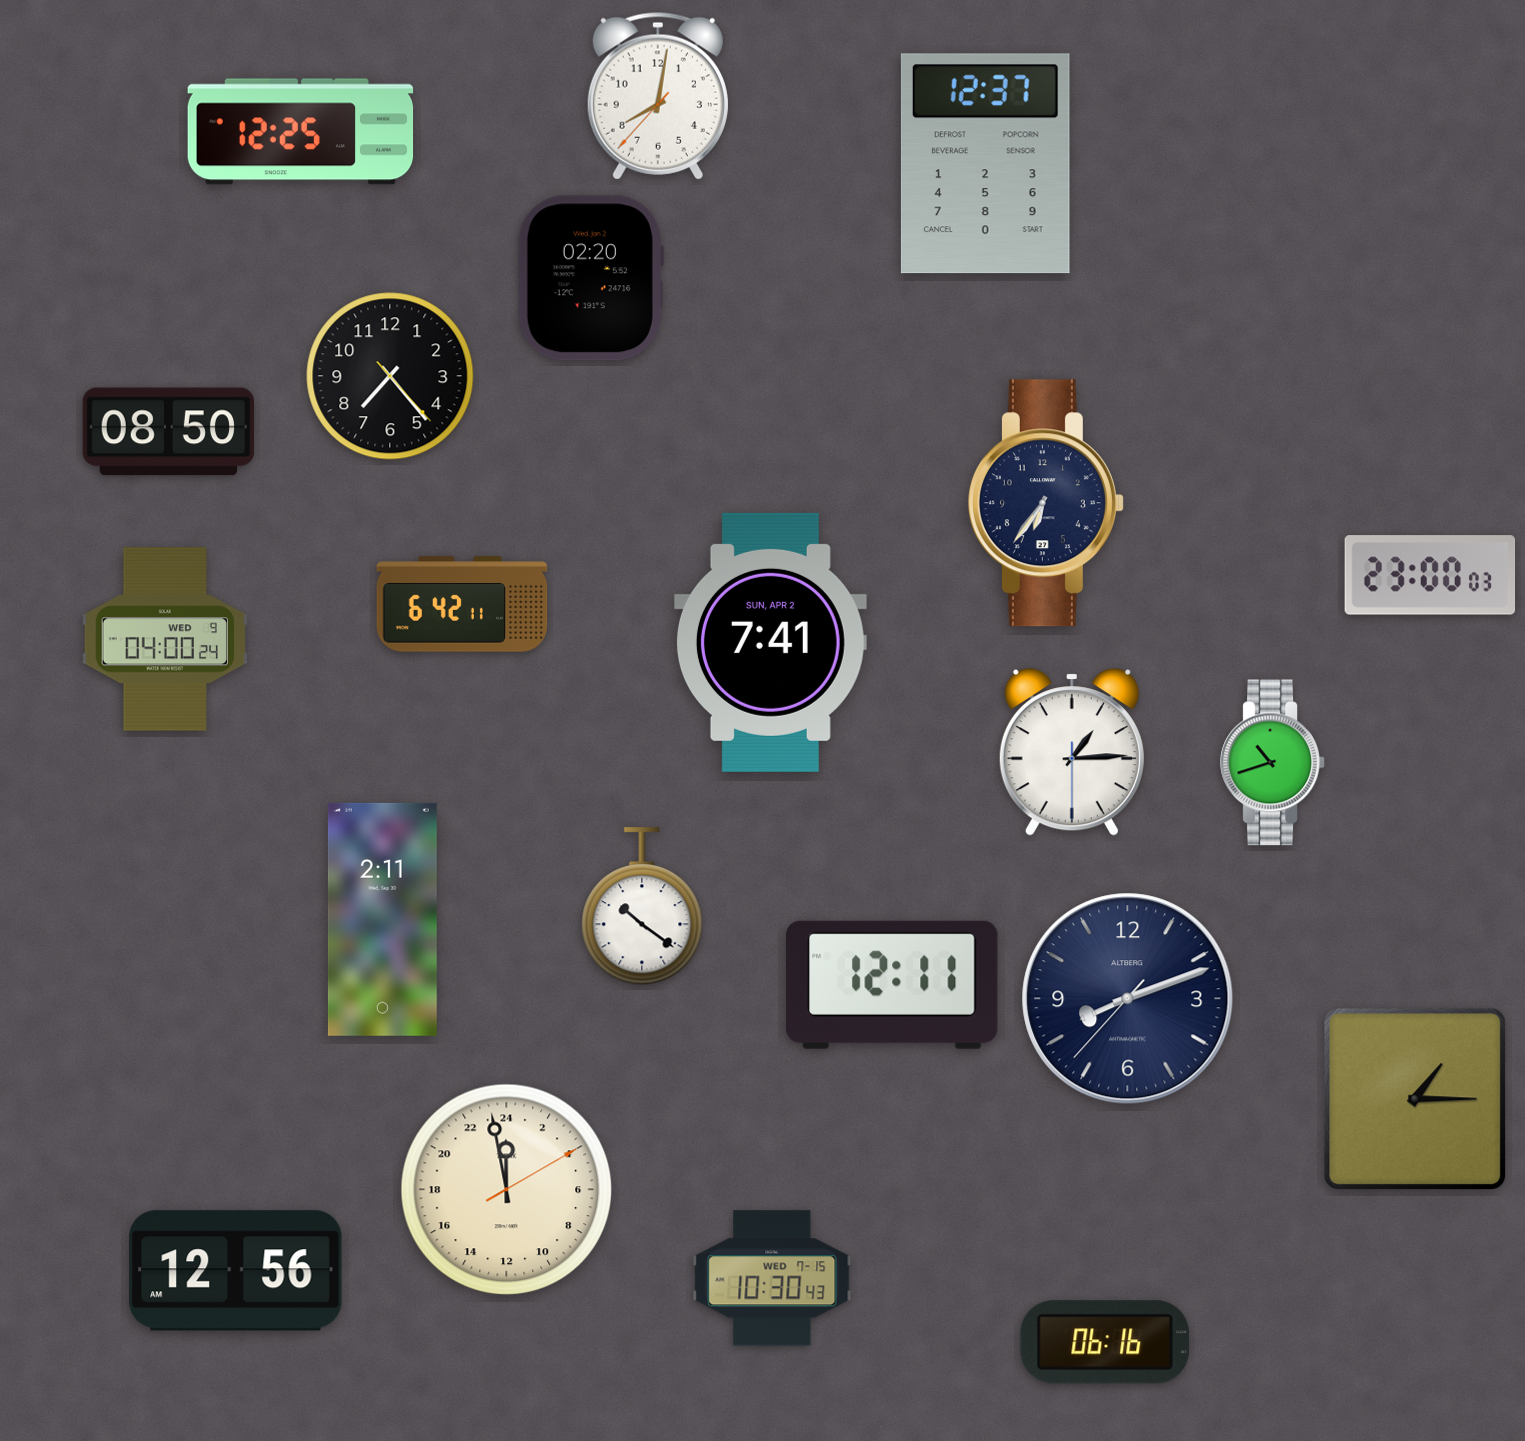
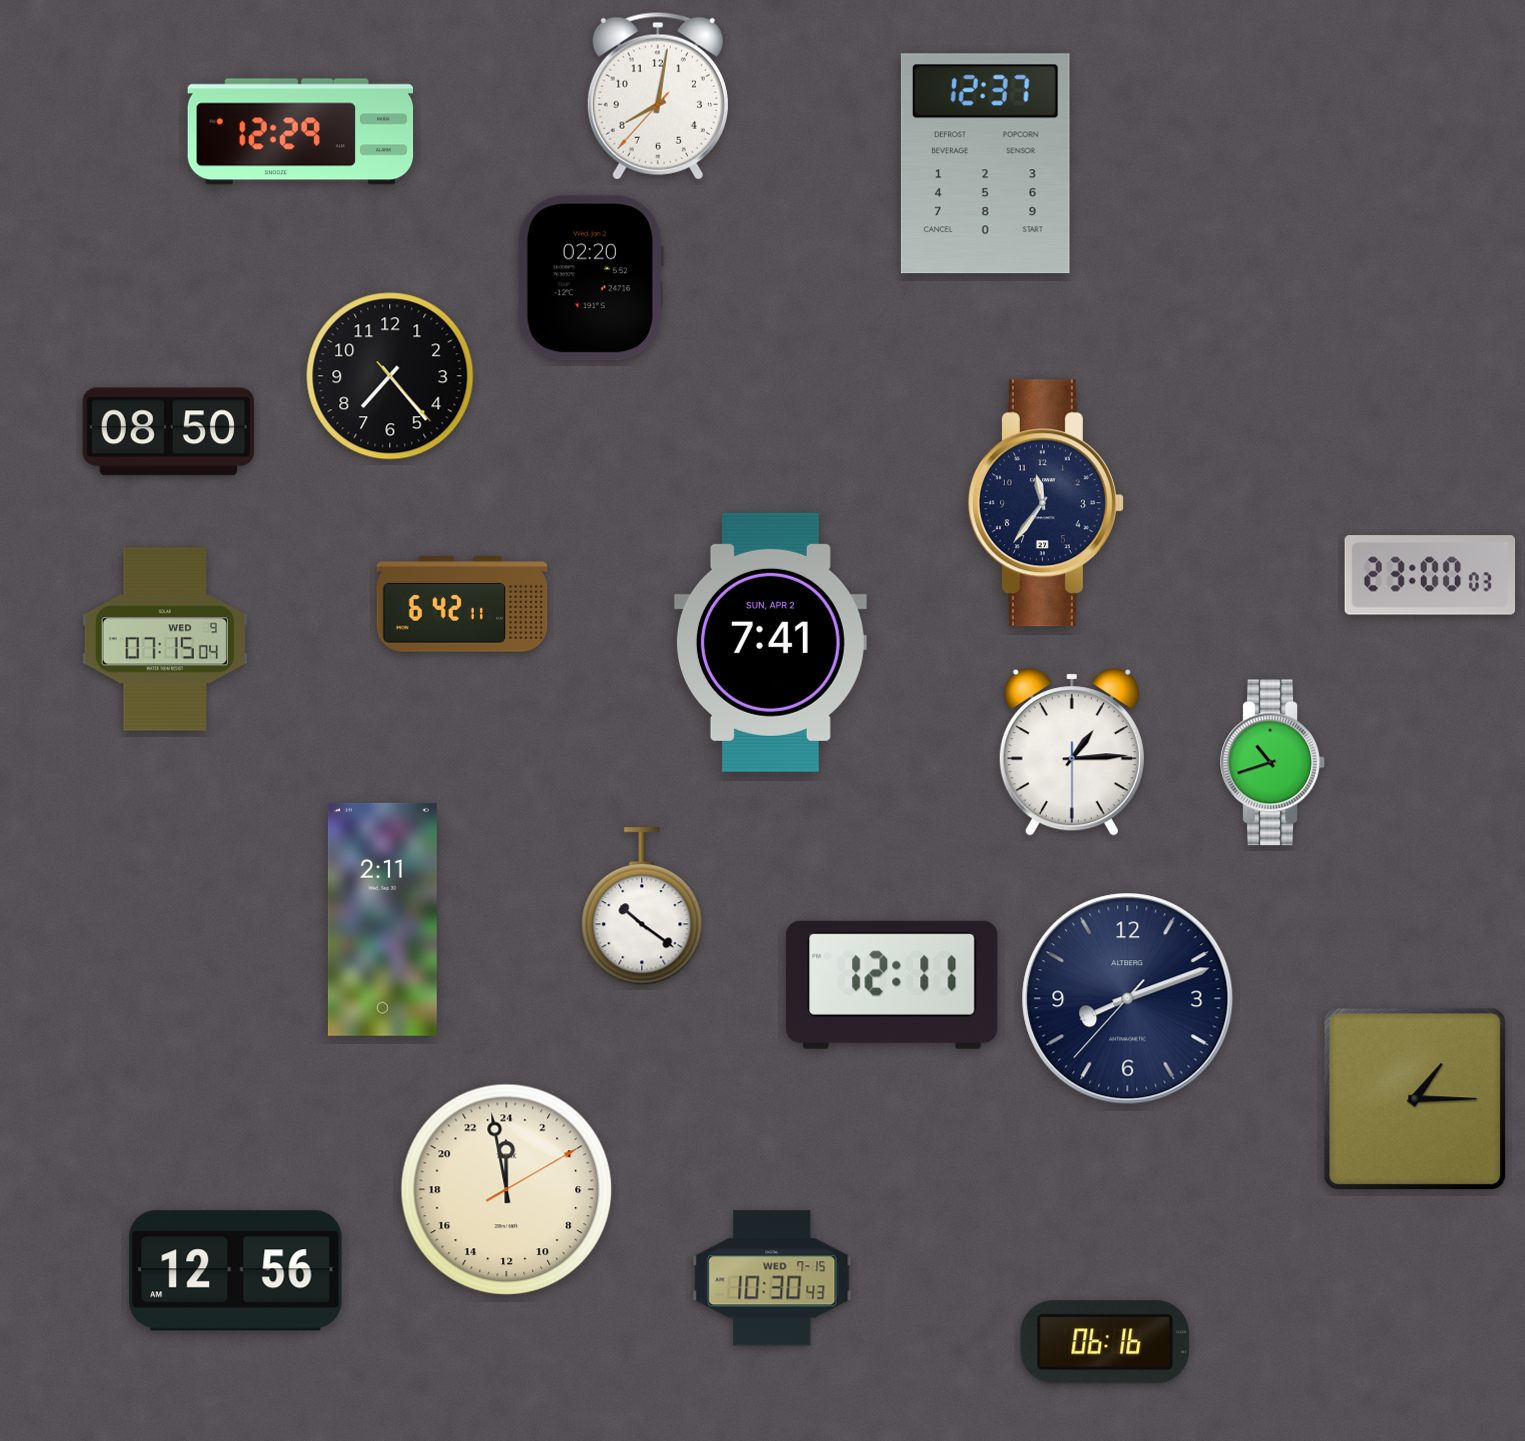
clock at (301, 132): 12:25 -> 12:29
clock at (1046, 503): 6:36 -> 11:36
clock at (165, 639): 04:00 -> 07:15
